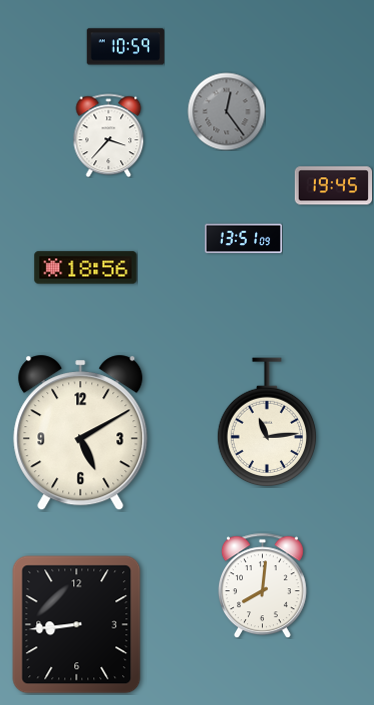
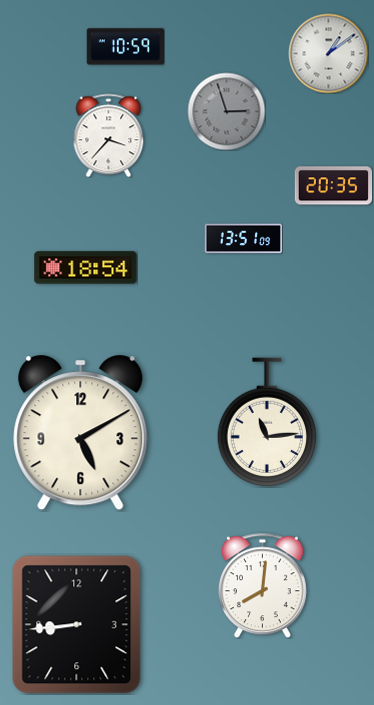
clock at (328, 53): none -> 1:09
clock at (226, 111): 12:24 -> 2:57
clock at (333, 186): 19:45 -> 20:35
clock at (86, 268): 18:56 -> 18:54
